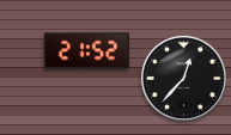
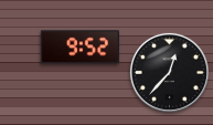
clock at (86, 51): 21:52 -> 9:52
